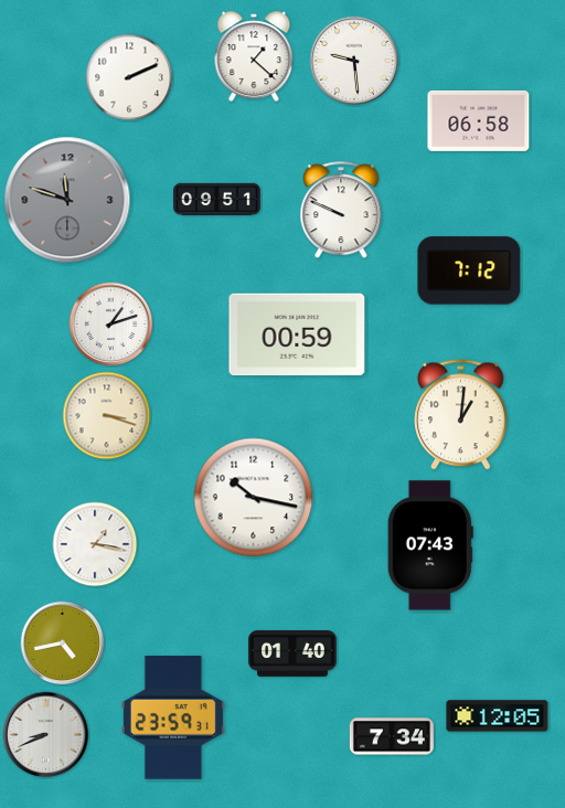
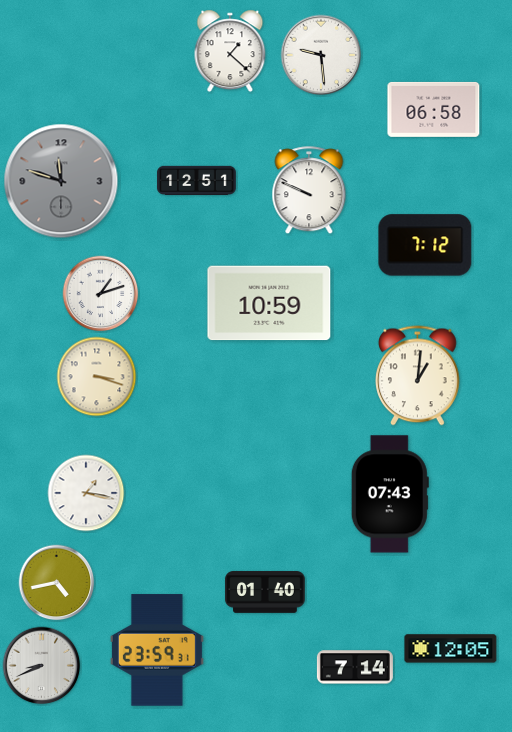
clock at (129, 77): 2:11 -> none
clock at (217, 199): 09:51 -> 12:51
clock at (297, 334): 00:59 -> 10:59
clock at (254, 498): 10:17 -> none
clock at (392, 736): 7:34 -> 7:14
